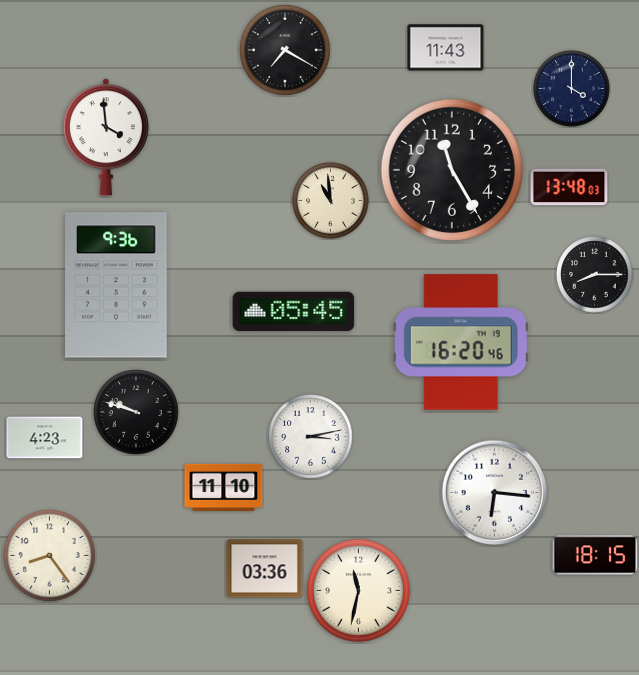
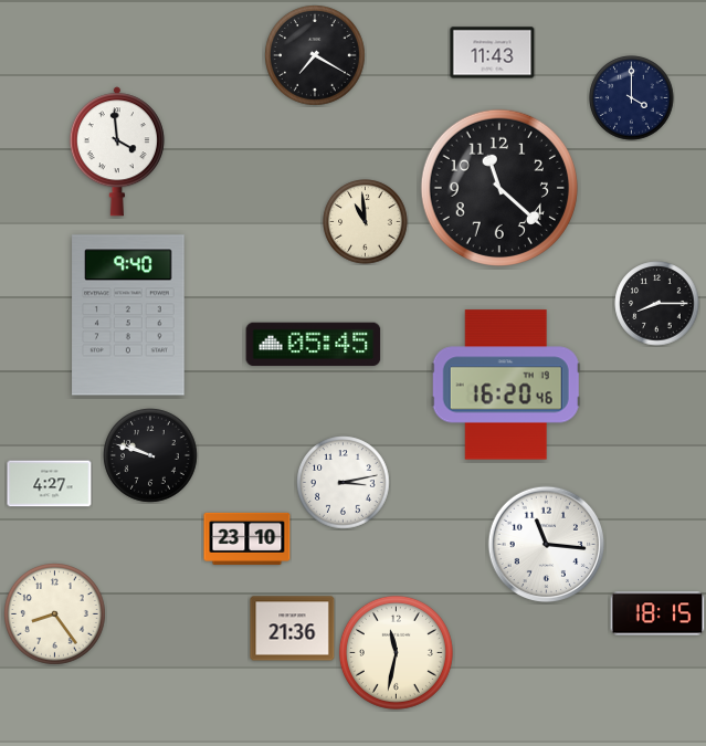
clock at (452, 170): 11:25 -> 11:22
clock at (569, 187): 13:48 -> none
clock at (116, 285): 9:36 -> 9:40
clock at (294, 312) position: (294, 312) -> (314, 345)
clock at (461, 342) position: (461, 342) -> (506, 385)
clock at (45, 438): 4:23 -> 4:27
clock at (224, 487): 11:10 -> 23:10
clock at (495, 493): 6:16 -> 11:16
clock at (265, 569): 03:36 -> 21:36
